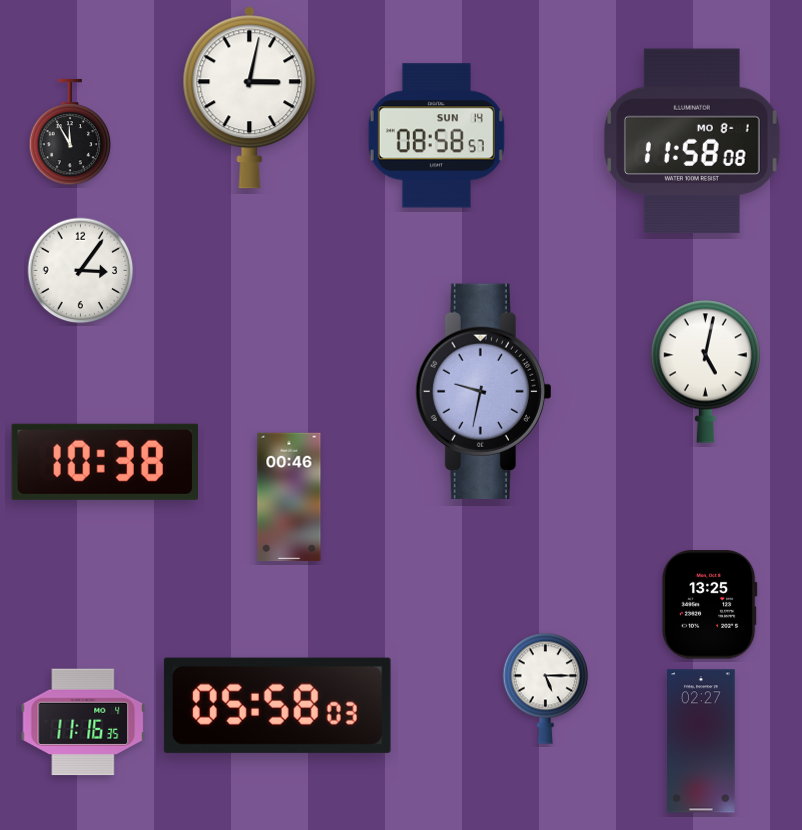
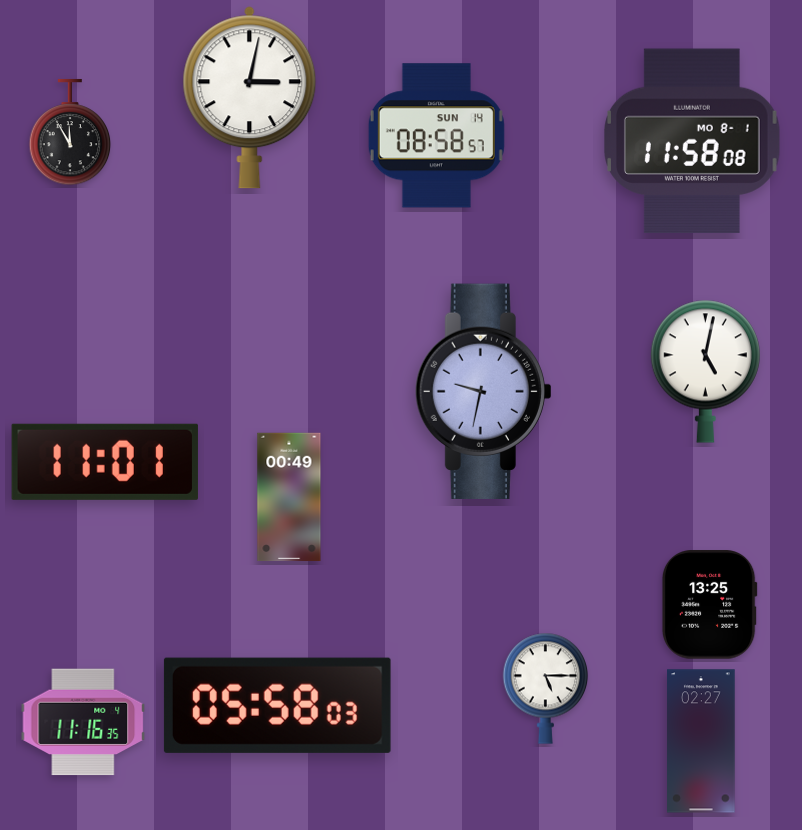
clock at (81, 271): 3:06 -> none
clock at (105, 462): 10:38 -> 11:01
clock at (289, 497): 00:46 -> 00:49
